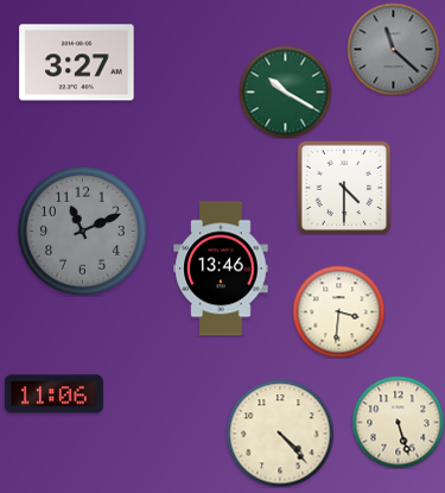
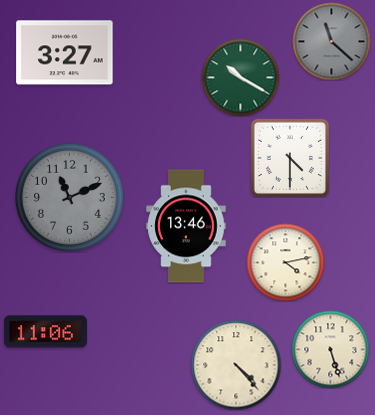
clock at (82, 230) position: (82, 230) -> (69, 197)
clock at (338, 311): 3:31 -> 4:13
clock at (398, 422) position: (398, 422) -> (330, 349)
